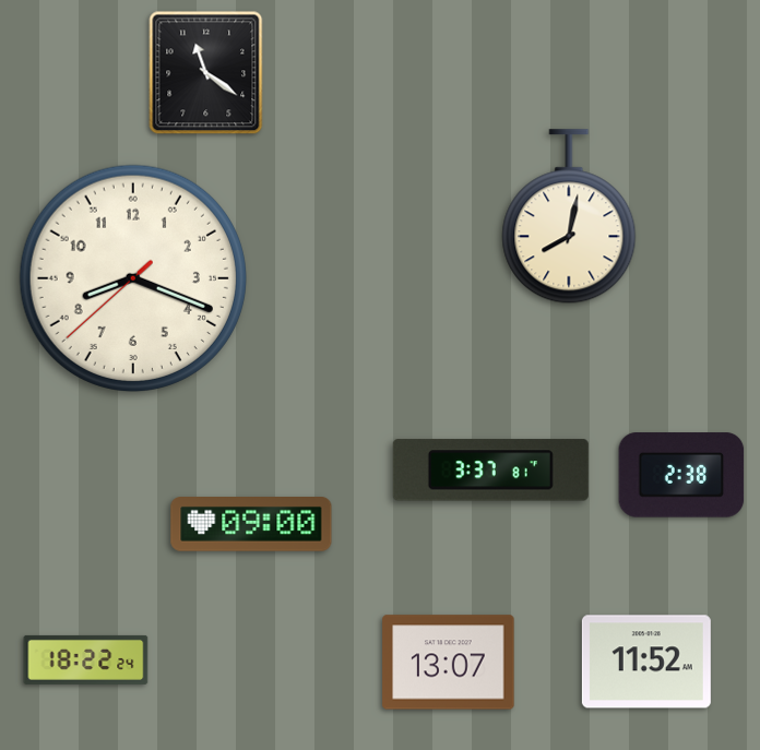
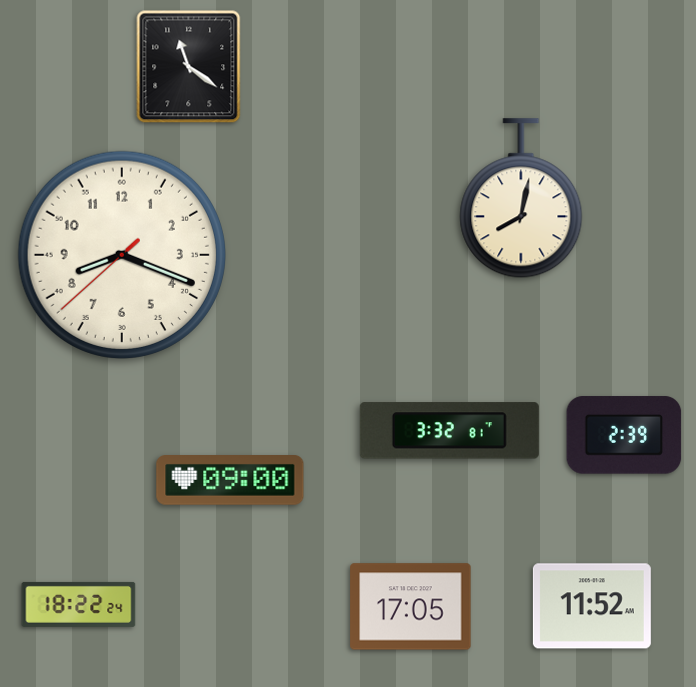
clock at (490, 471): 3:37 -> 3:32
clock at (681, 475): 2:38 -> 2:39
clock at (449, 663): 13:07 -> 17:05
